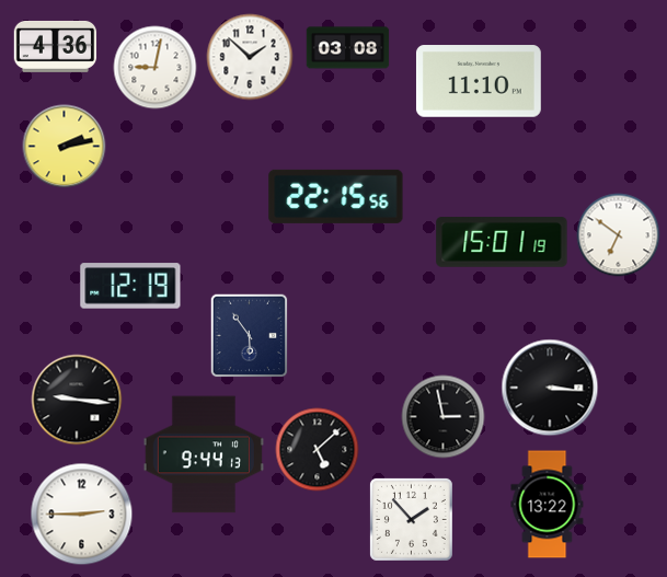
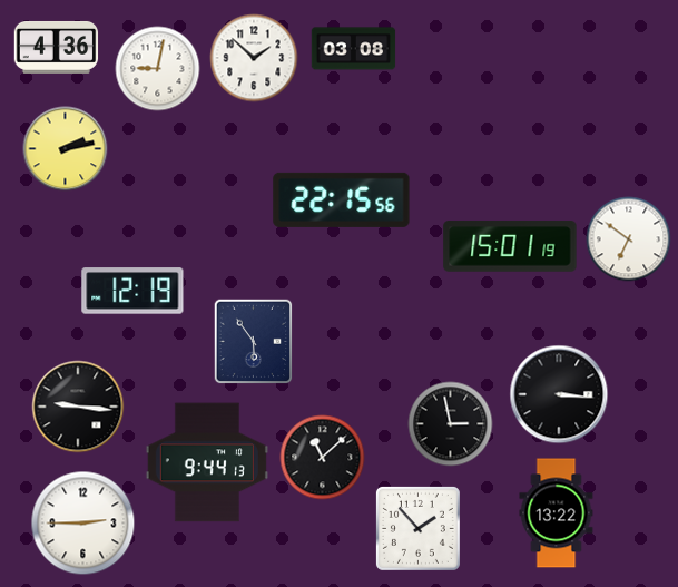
clock at (479, 81): 11:10 -> none
clock at (318, 450): 5:08 -> 11:08
